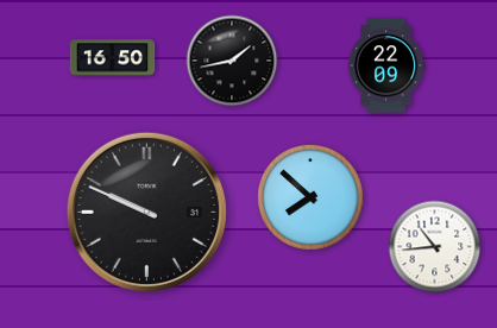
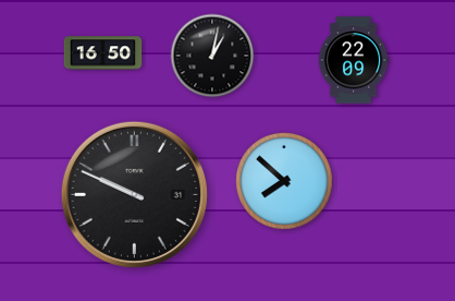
clock at (232, 61): 1:43 -> 1:02
clock at (435, 247): 10:44 -> none
